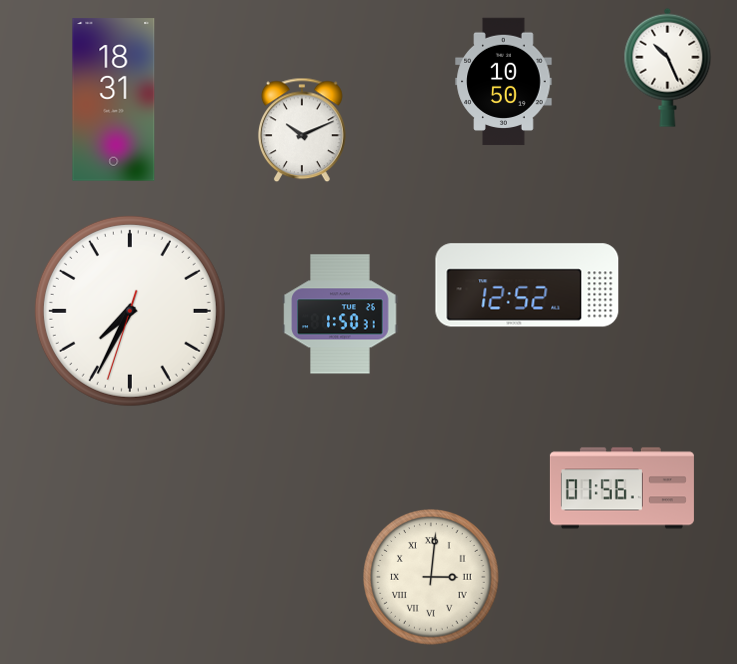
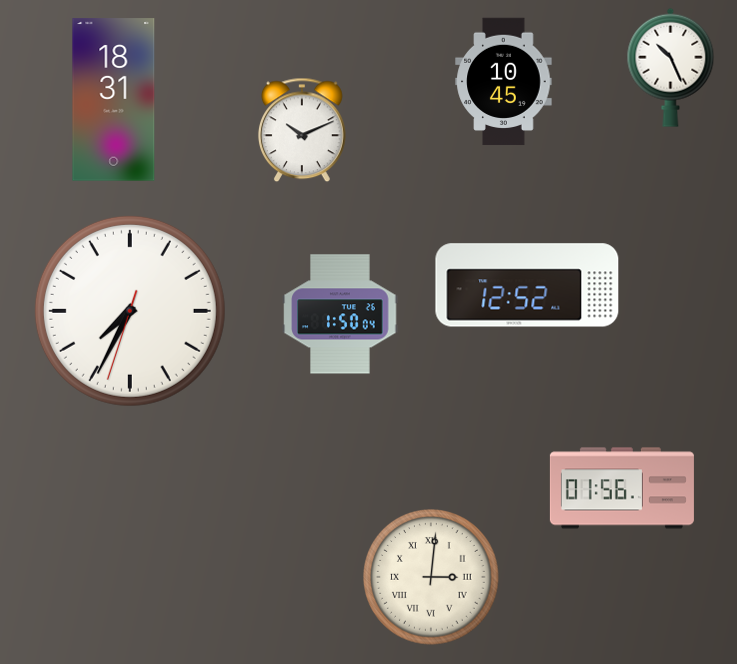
clock at (668, 67) position: (668, 67) -> (671, 67)
clock at (504, 82): 10:50 -> 10:45
clock at (340, 314): 1:50:31 -> 1:50:04
